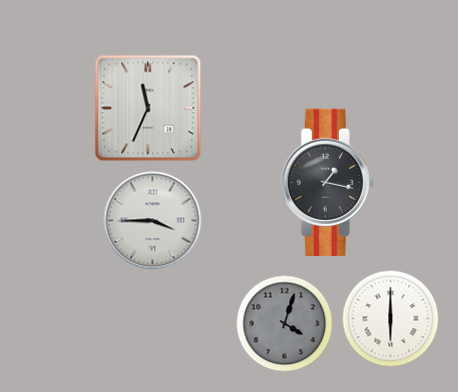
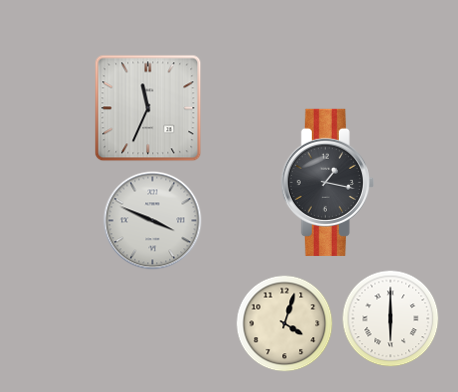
clock at (153, 221): 3:45 -> 3:49
clock at (285, 324) dial: grey -> cream
